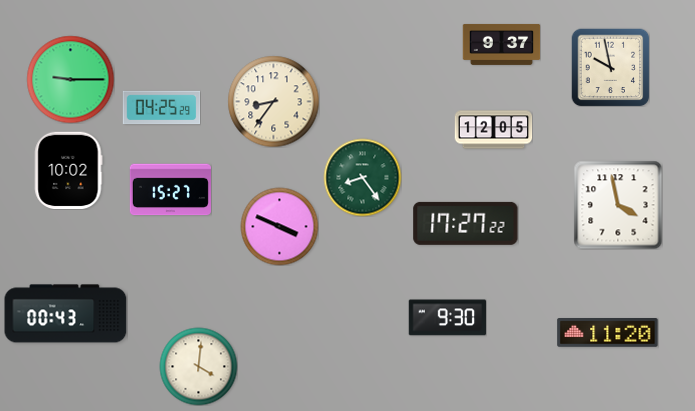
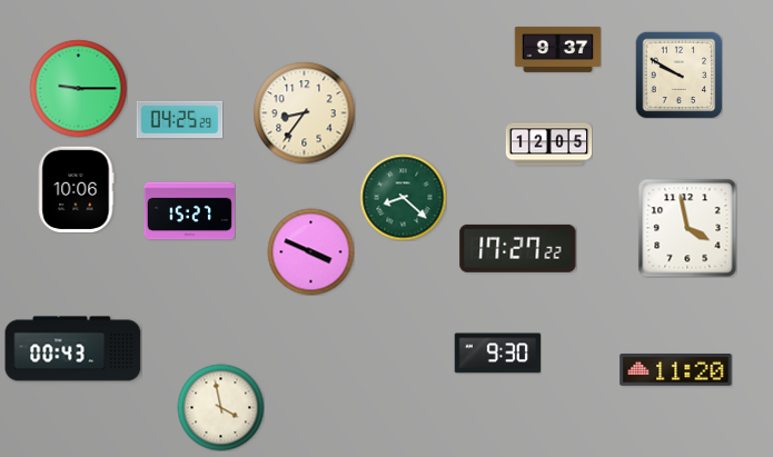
clock at (610, 67): 9:58 -> 9:50
clock at (69, 170): 10:02 -> 10:06
clock at (362, 177): 8:24 -> 8:22
clock at (198, 366): 4:01 -> 3:58
